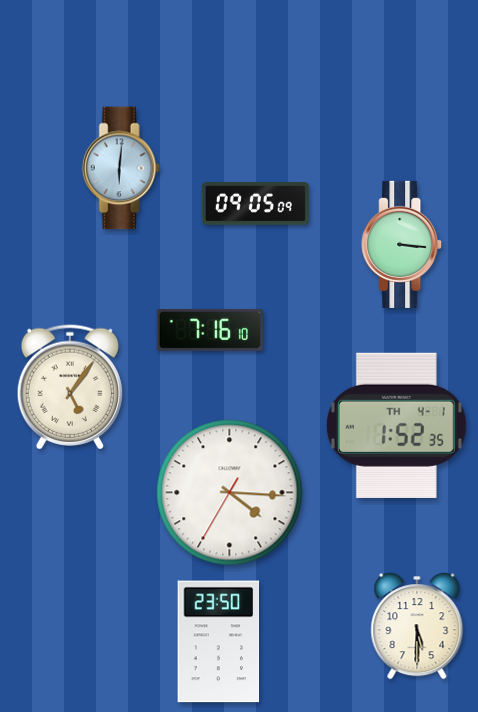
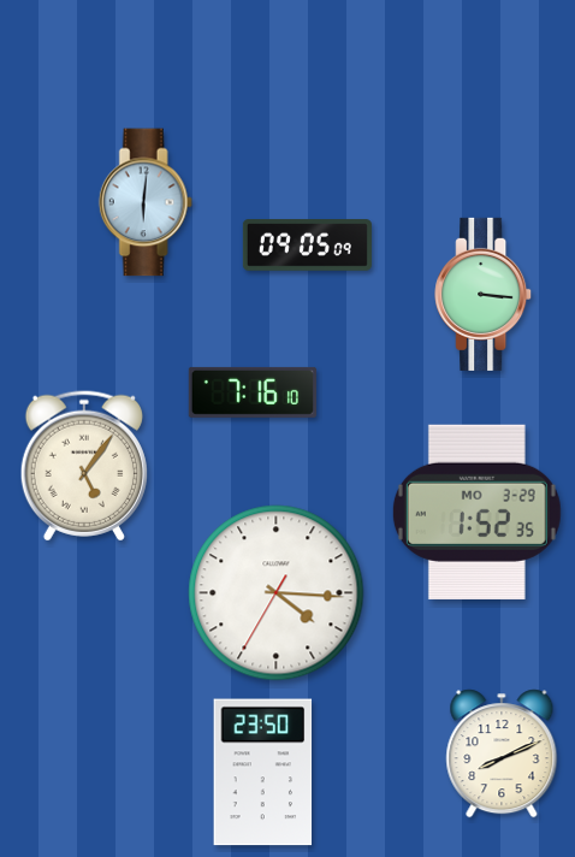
clock at (210, 330) position: (210, 330) -> (253, 392)
clock at (396, 425) date: TH 4-1 -> MO 3-29
clock at (417, 626): 5:30 -> 8:11
